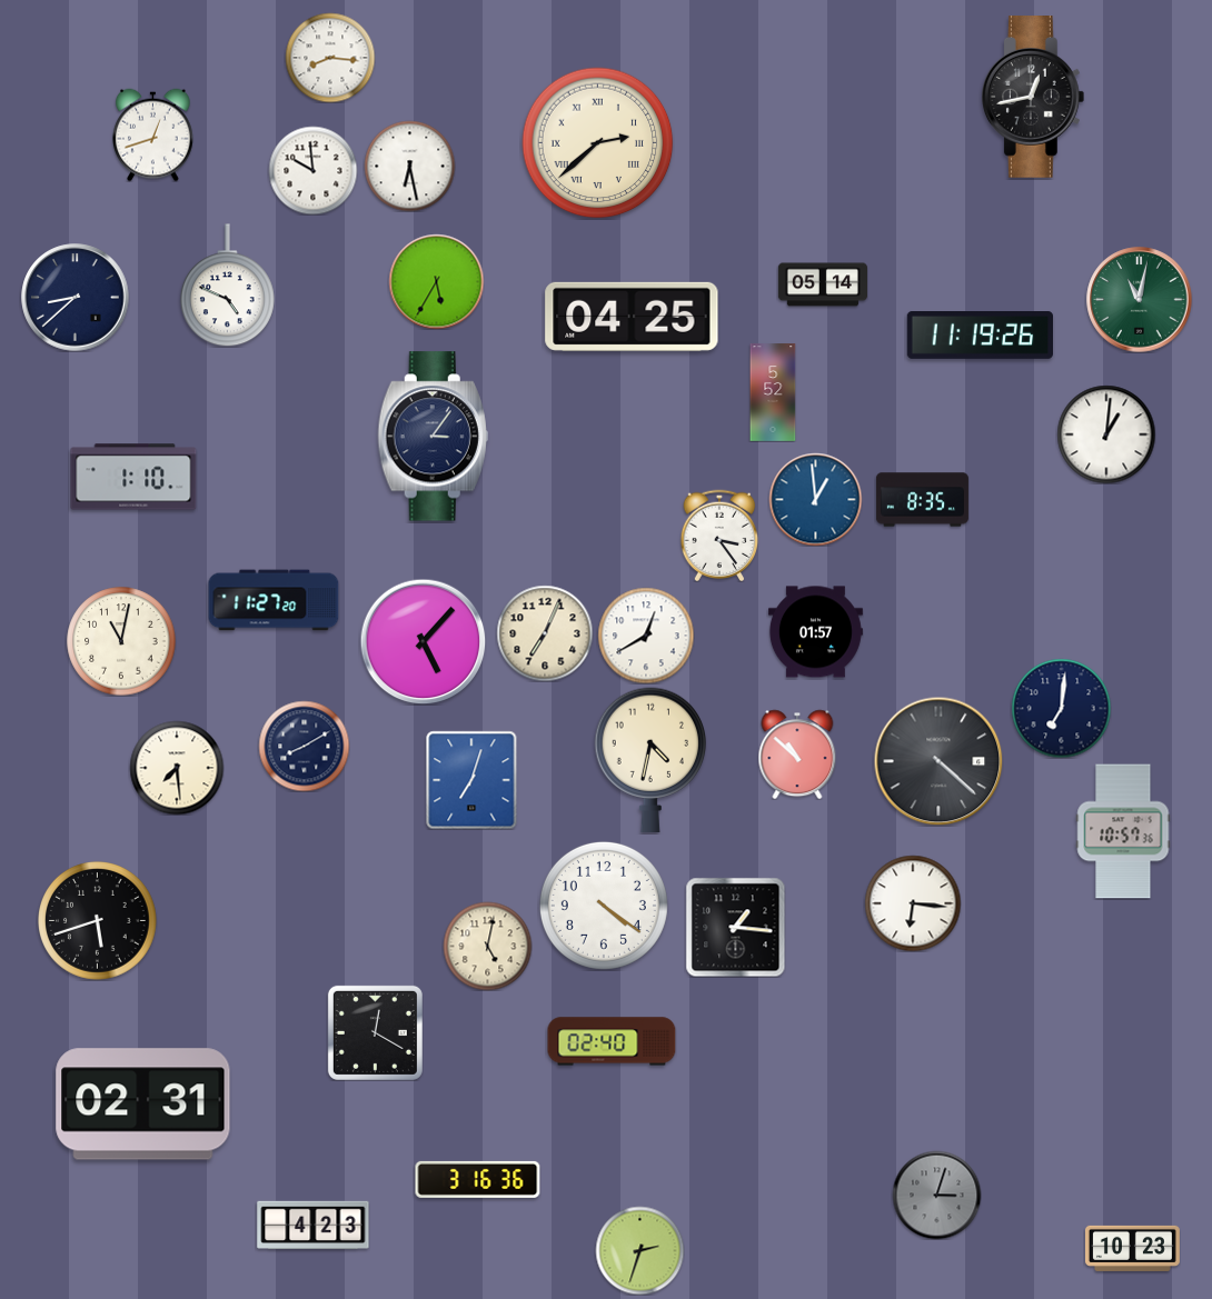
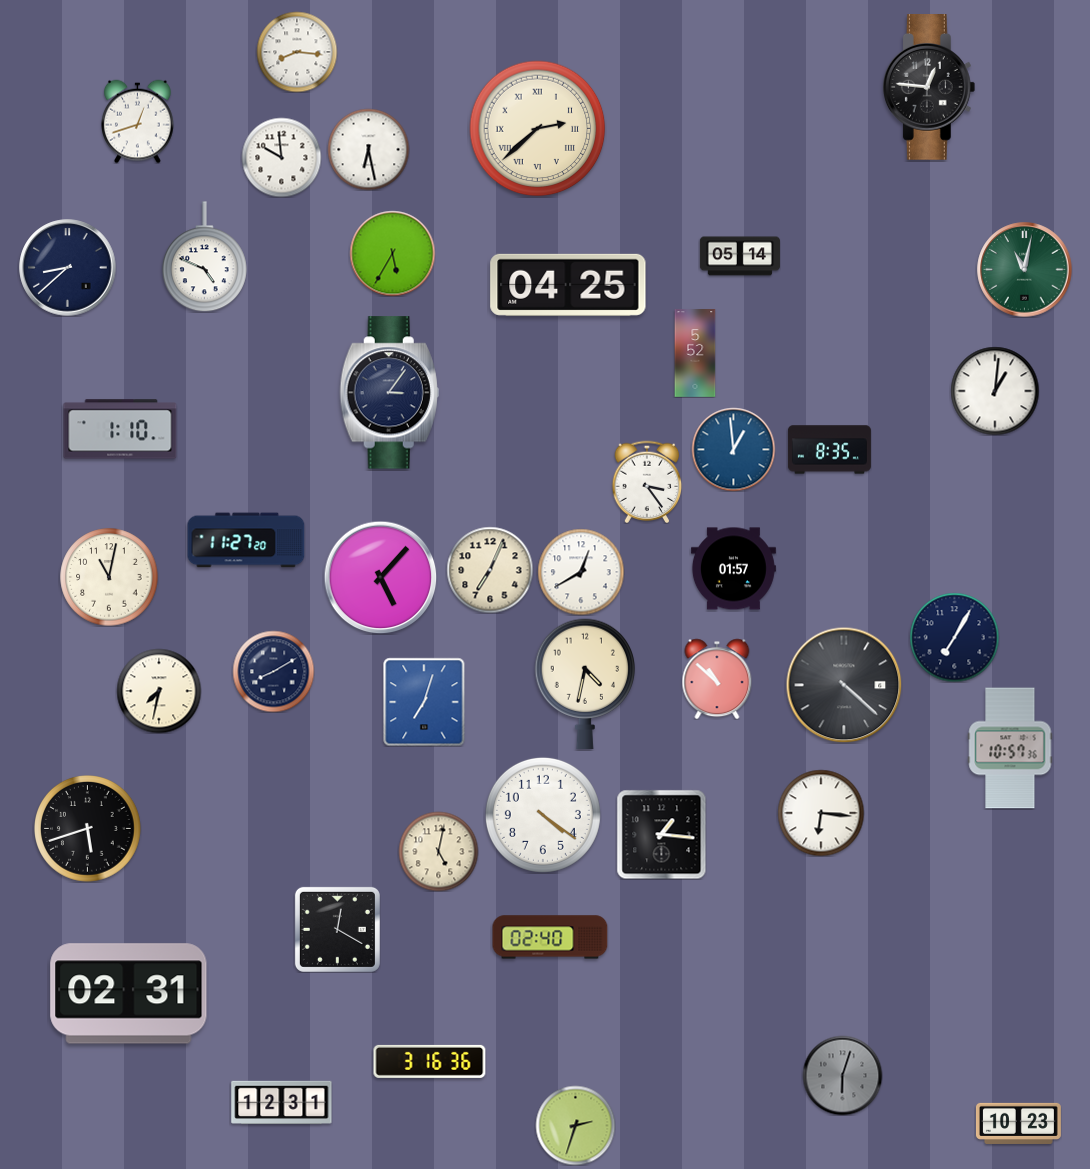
clock at (1033, 98): 12:43 -> 12:46
clock at (312, 170) position: (312, 170) -> (281, 157)
clock at (980, 336): 11:19 -> none
clock at (1061, 708): 7:01 -> 7:05
clock at (177, 768): 7:29 -> 7:32
clock at (936, 1195): 3:03 -> 6:03
clock at (314, 1225): 4:23 -> 12:31
